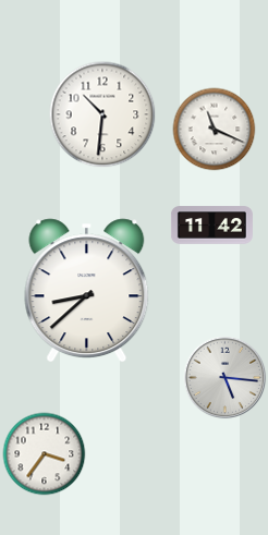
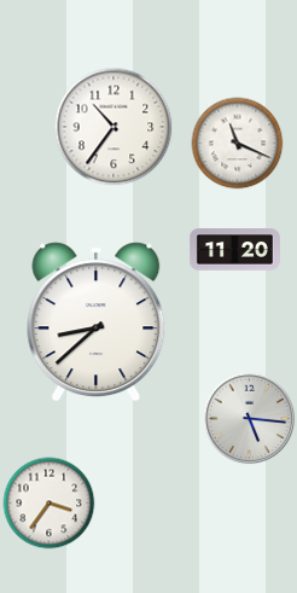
clock at (102, 114): 10:31 -> 10:36
clock at (211, 226): 11:42 -> 11:20
